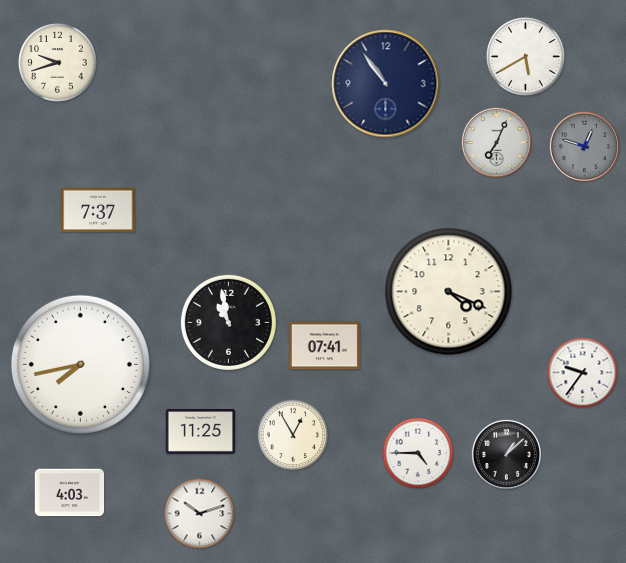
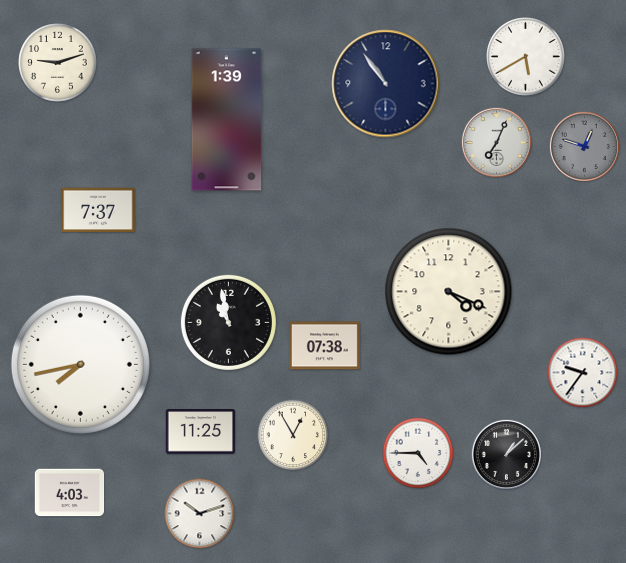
clock at (58, 63): 9:42 -> 9:12
clock at (227, 120): none -> 1:39
clock at (324, 346): 07:41 -> 07:38
